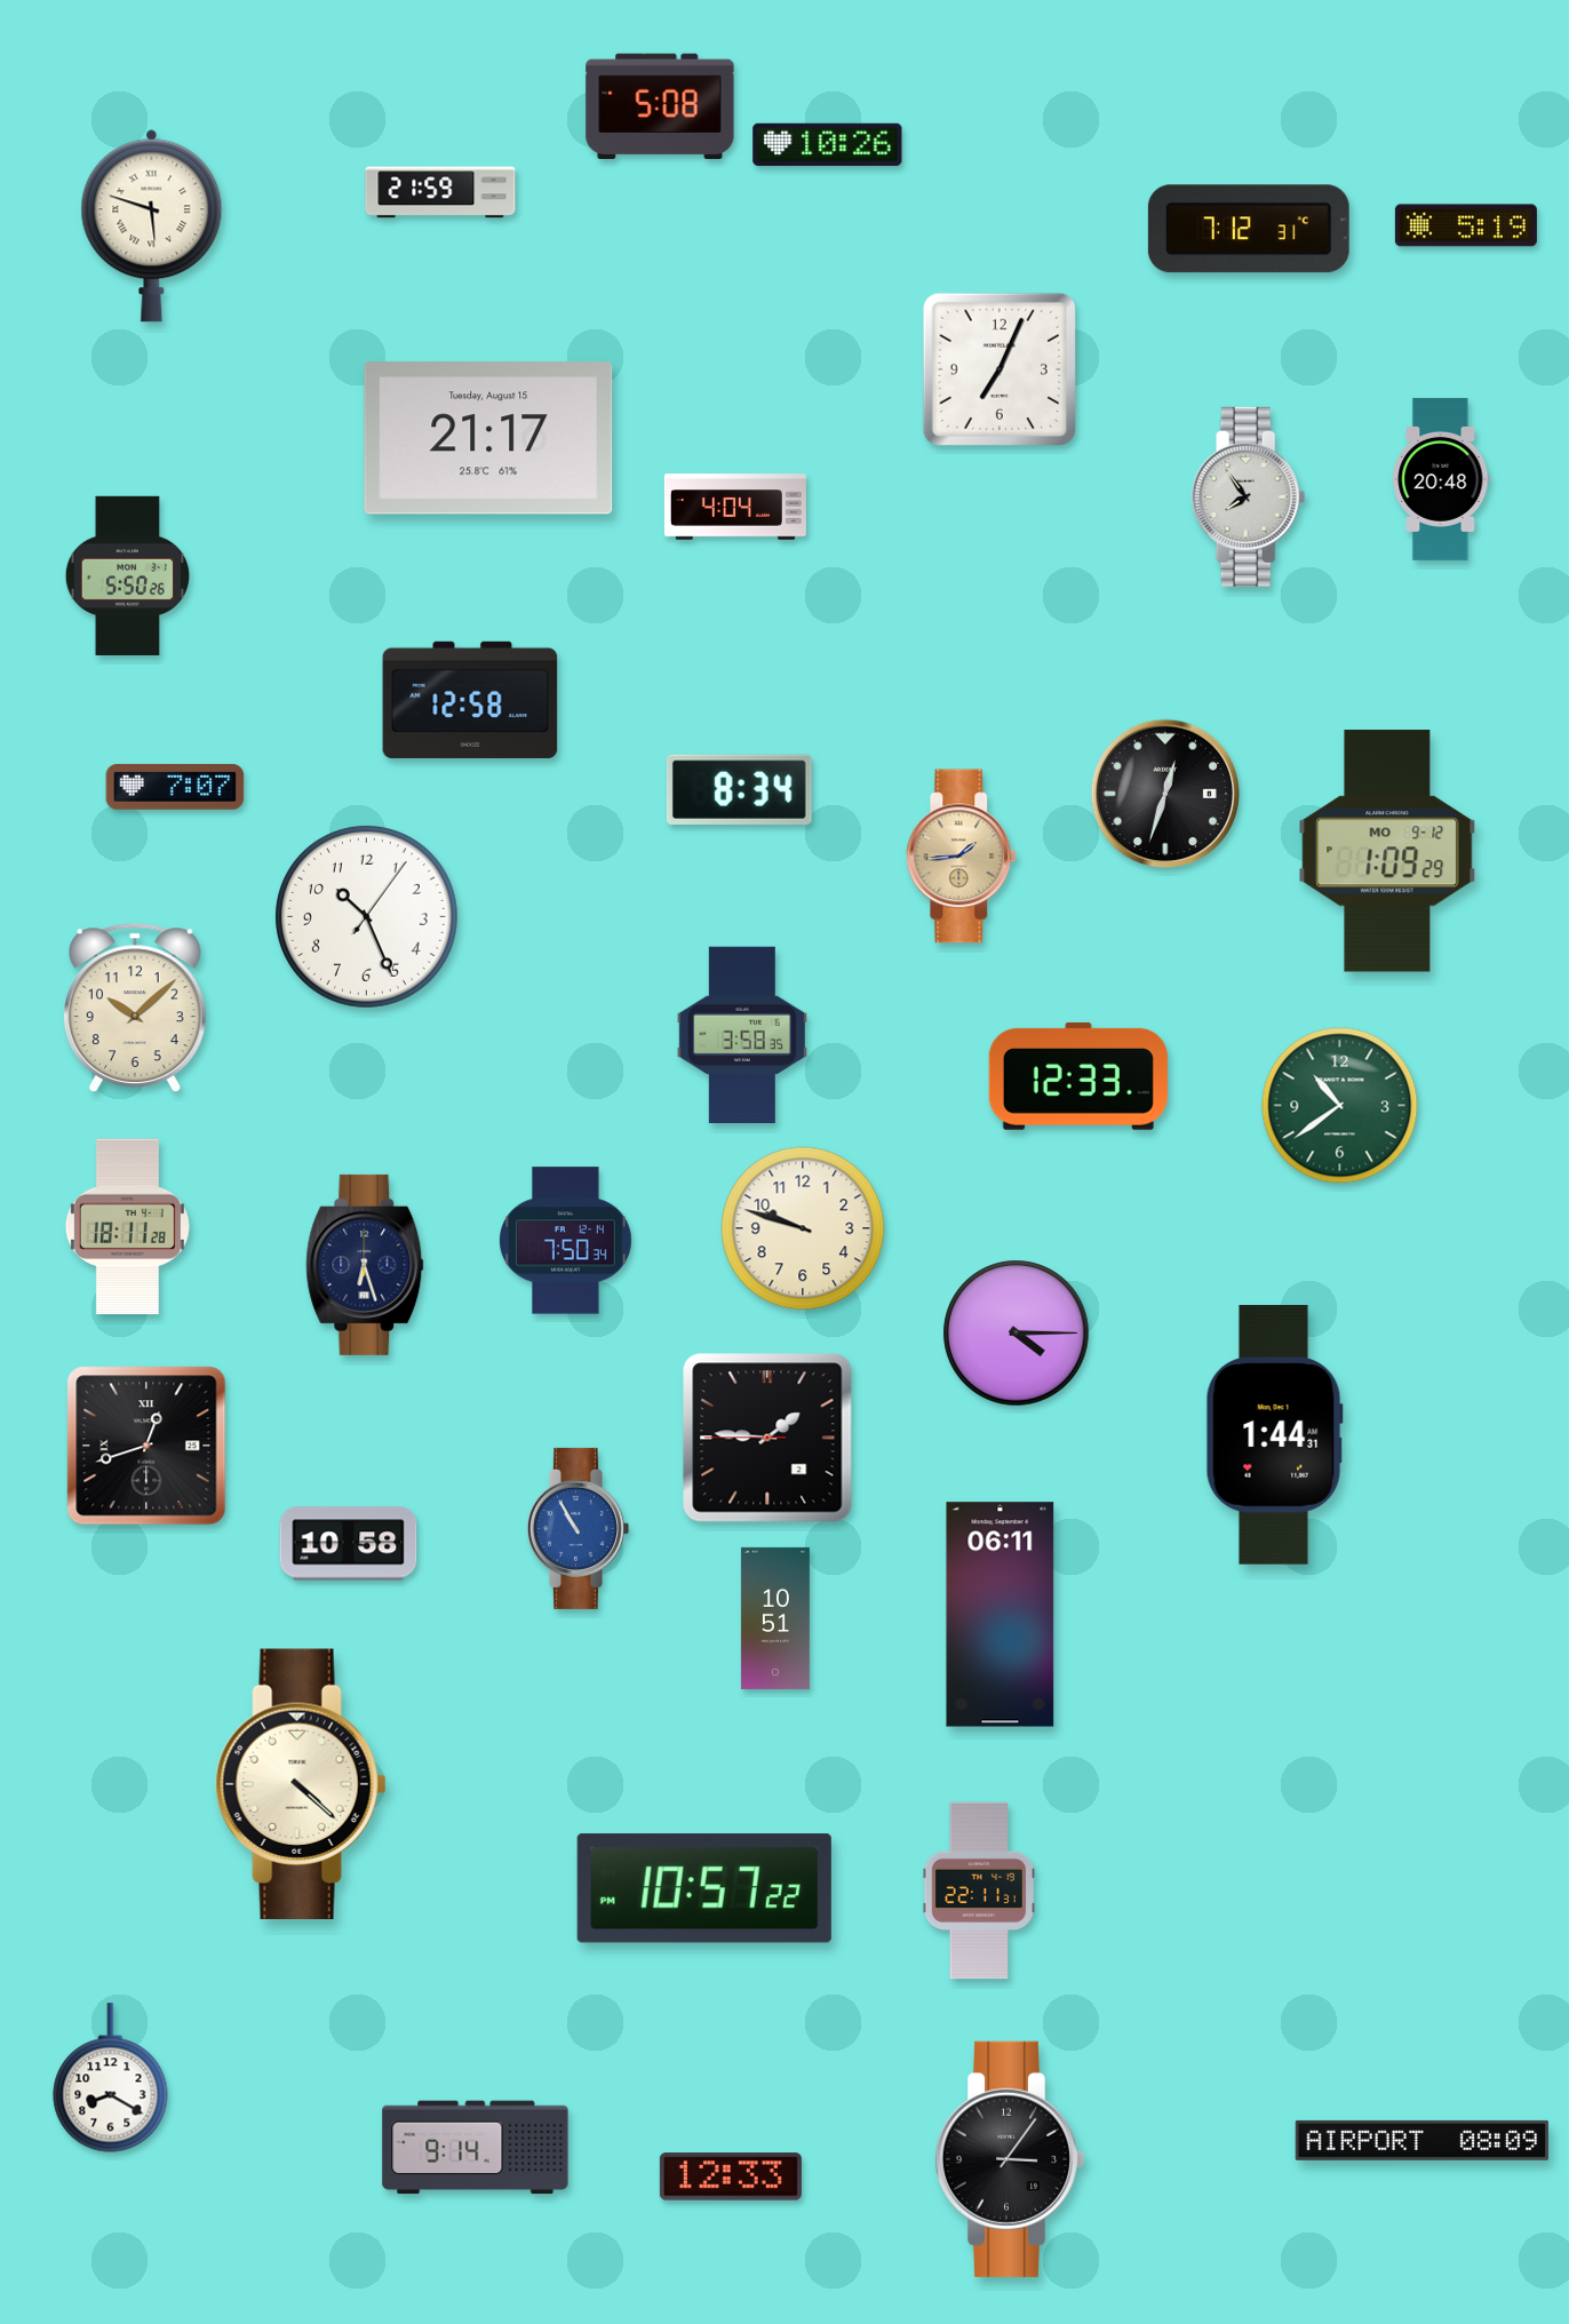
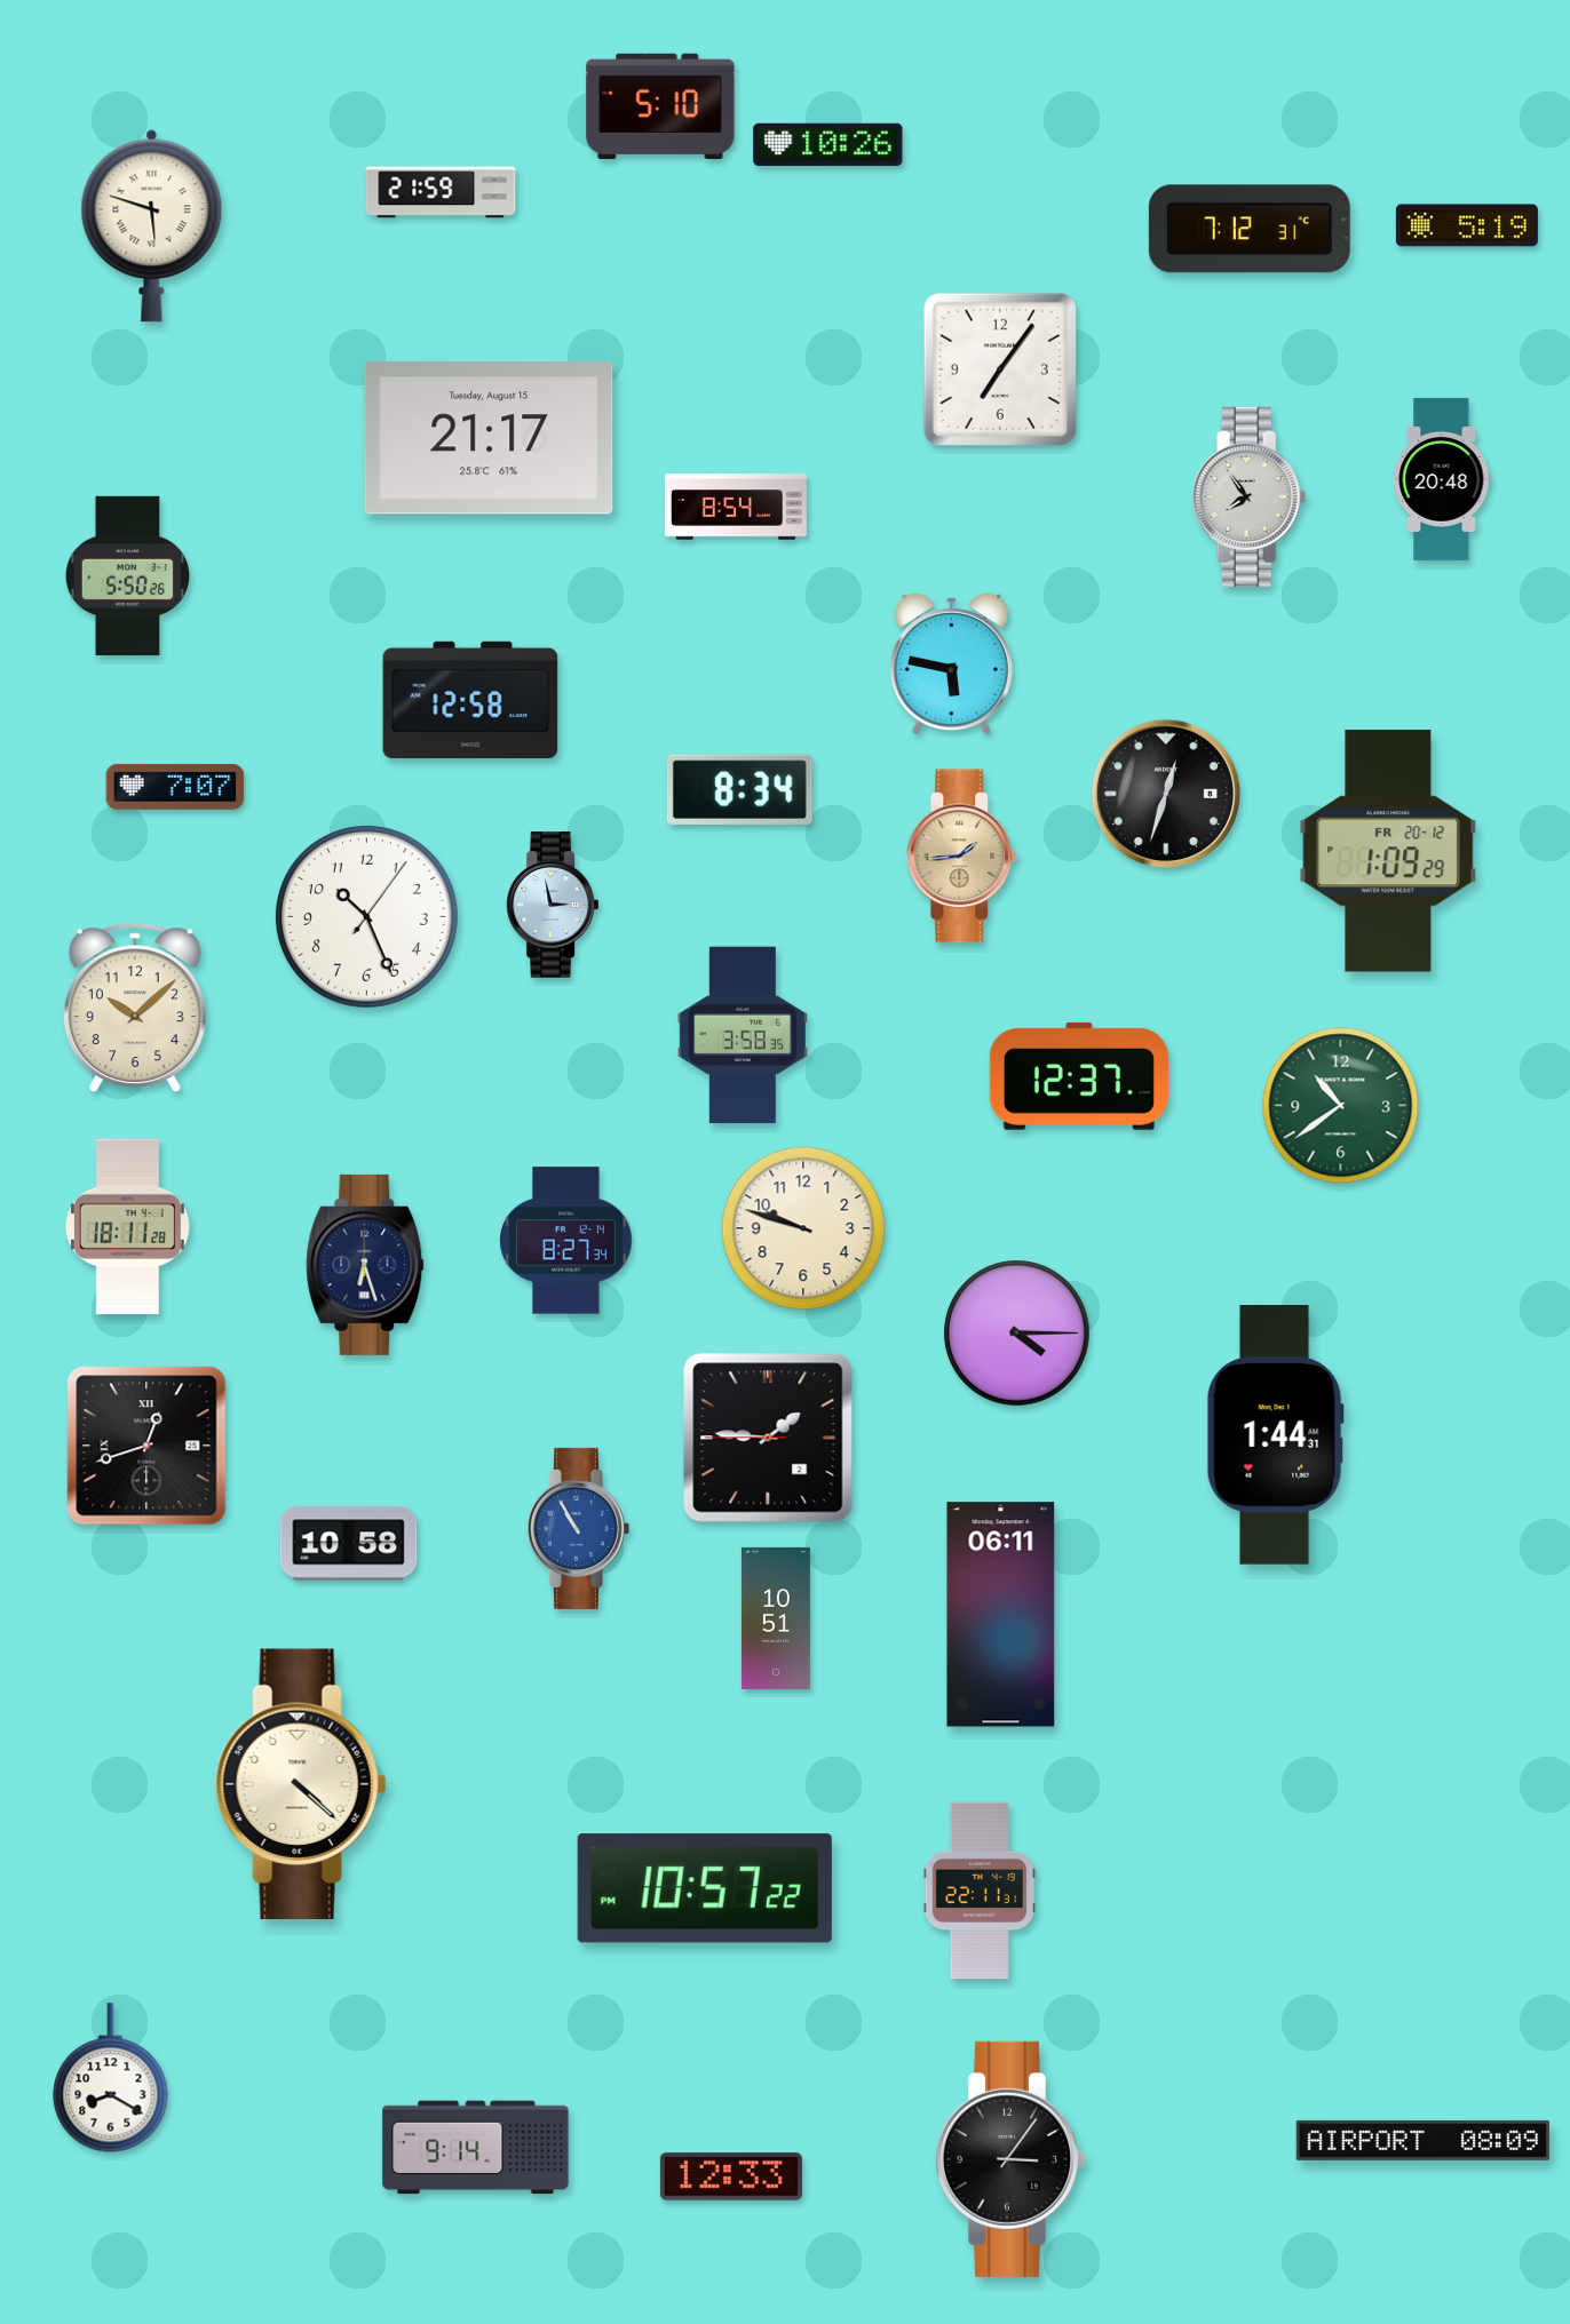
clock at (660, 105): 5:08 -> 5:10
clock at (999, 369): 7:04 -> 7:06
clock at (735, 507): 4:04 -> 8:54
clock at (951, 663): none -> 5:47
clock at (1387, 851) date: MO 9-12 -> FR 20-12
clock at (552, 905): none -> 2:58
clock at (1078, 1076): 12:33 -> 12:37
clock at (566, 1241): 7:50 -> 8:27
